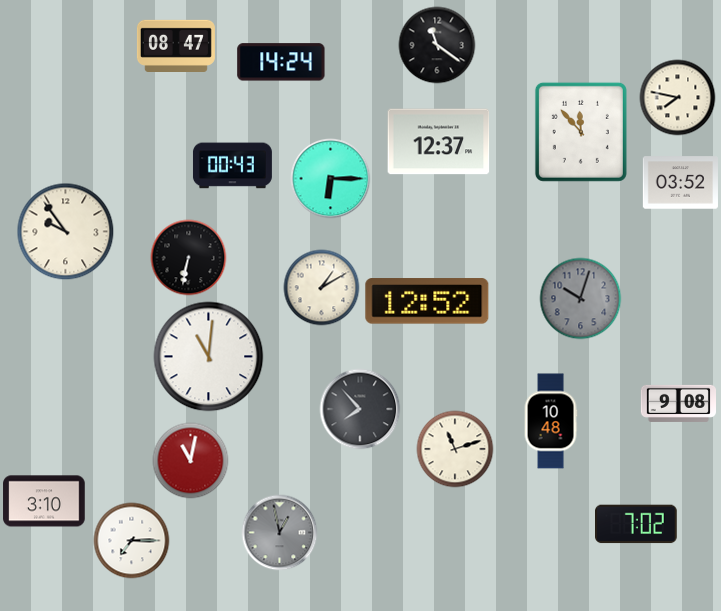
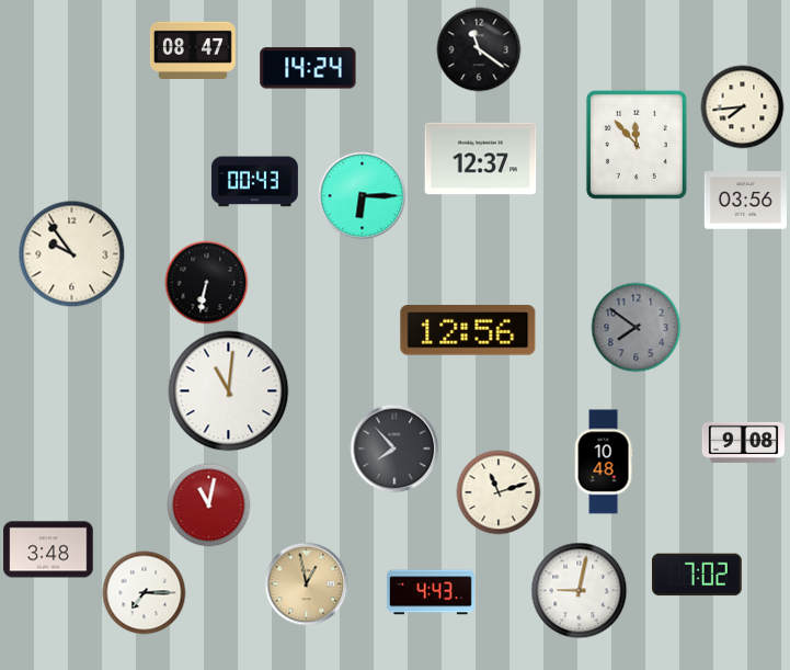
clock at (678, 98): 7:47 -> 7:44
clock at (439, 142) position: (439, 142) -> (481, 159)
clock at (680, 183): 03:52 -> 03:56
clock at (322, 288): 1:10 -> none
clock at (581, 299): 10:03 -> 7:51
clock at (427, 301): 12:52 -> 12:56
clock at (44, 501): 3:10 -> 3:48
clock at (280, 533) dial: grey -> champagne
clock at (580, 591): none -> 9:02
clock at (432, 592): none -> 4:43
